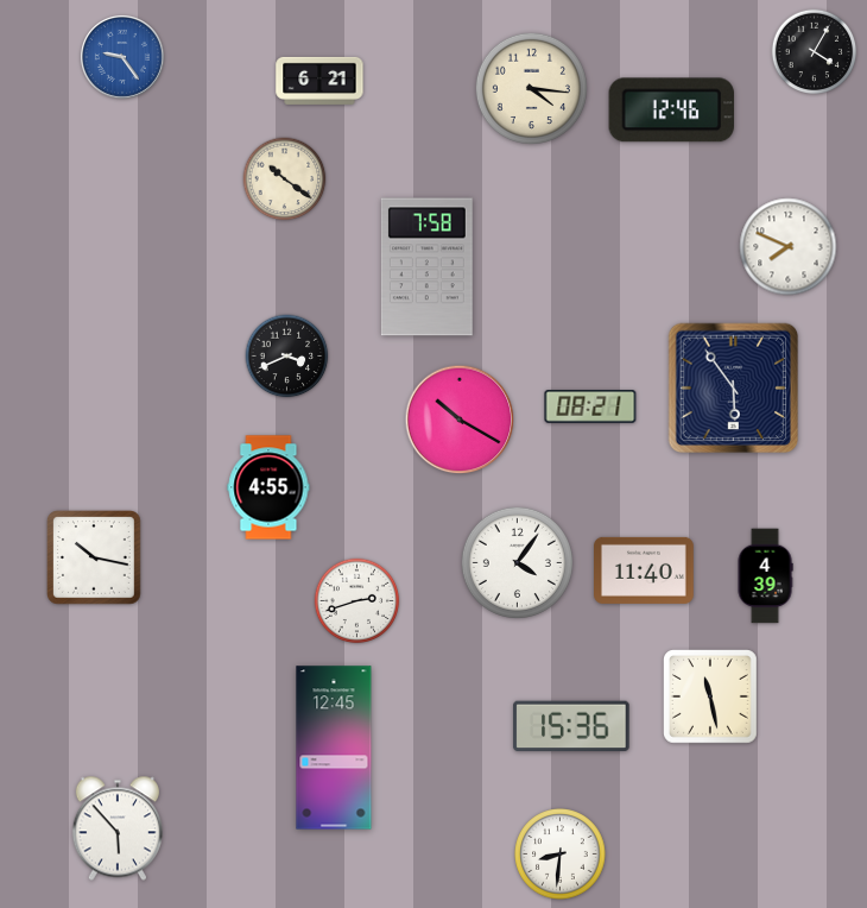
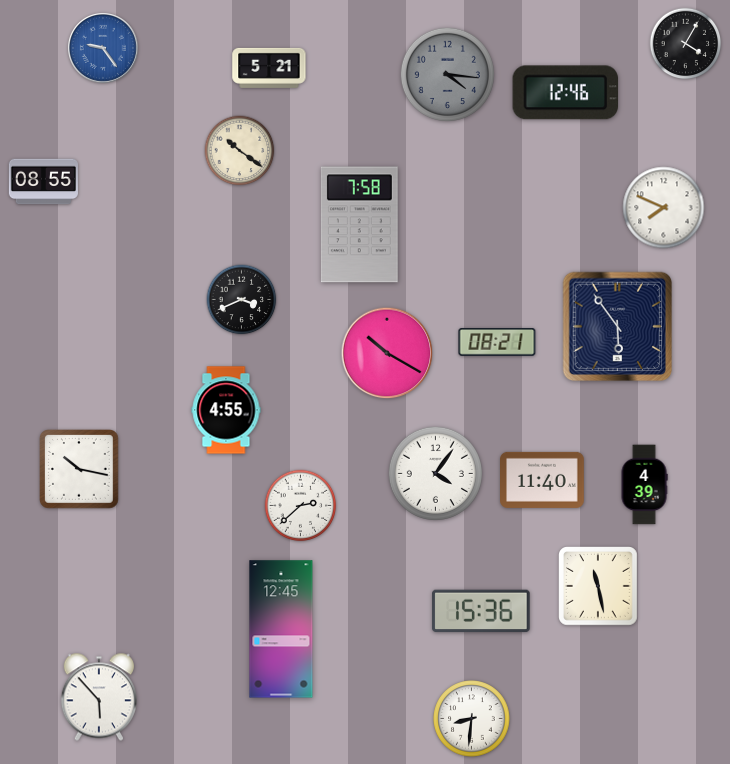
clock at (319, 81): 6:21 -> 5:21
clock at (531, 88) dial: cream -> grey
clock at (43, 182): none -> 08:55
clock at (357, 601): 2:42 -> 2:38
